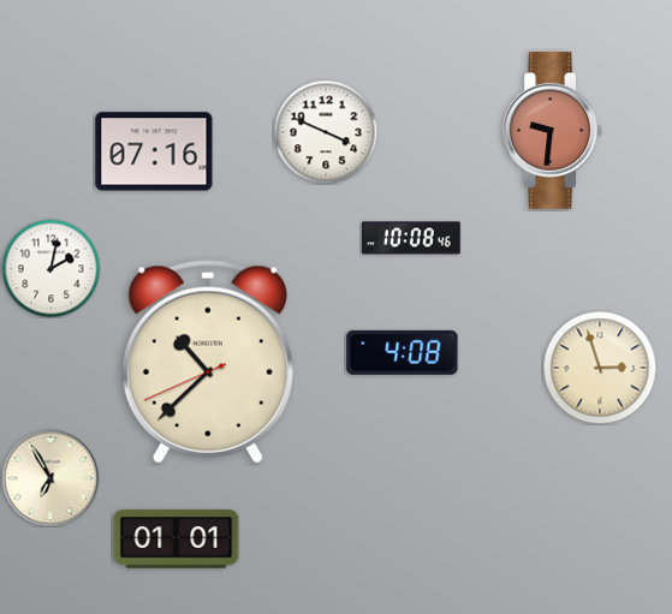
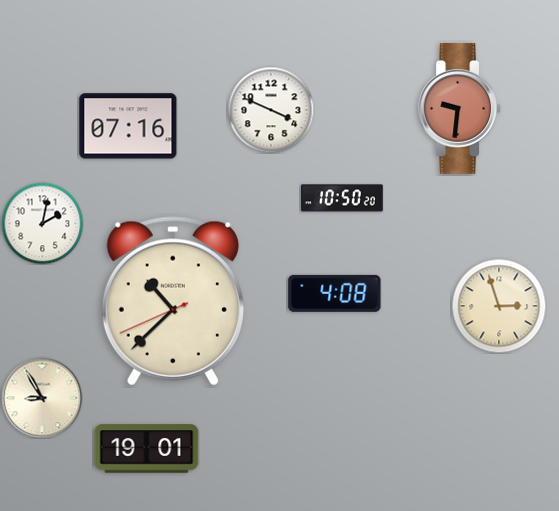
clock at (411, 238): 10:08 -> 10:50
clock at (50, 478): 6:55 -> 8:55
clock at (177, 540): 01:01 -> 19:01
